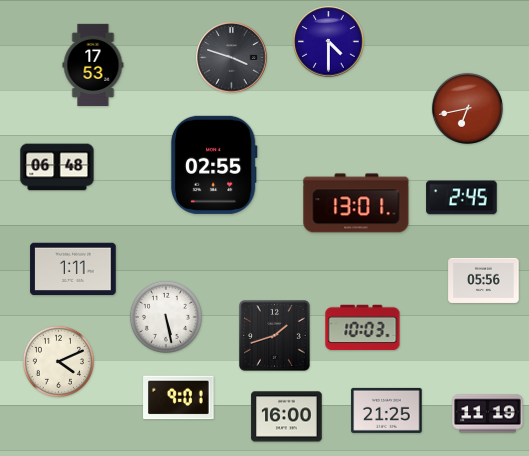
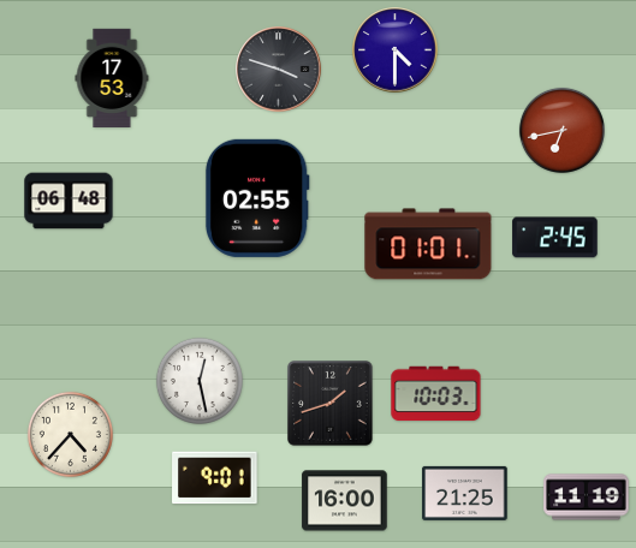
clock at (356, 203): 13:01 -> 01:01
clock at (73, 269): 1:11 -> none
clock at (484, 280): 05:56 -> none
clock at (166, 317): 5:28 -> 12:28
clock at (58, 361): 4:11 -> 4:37
